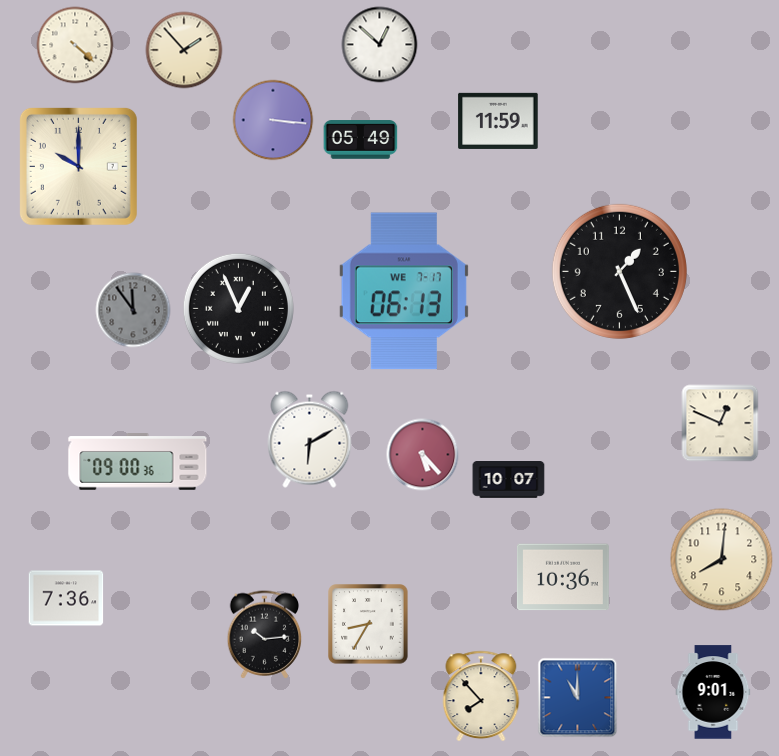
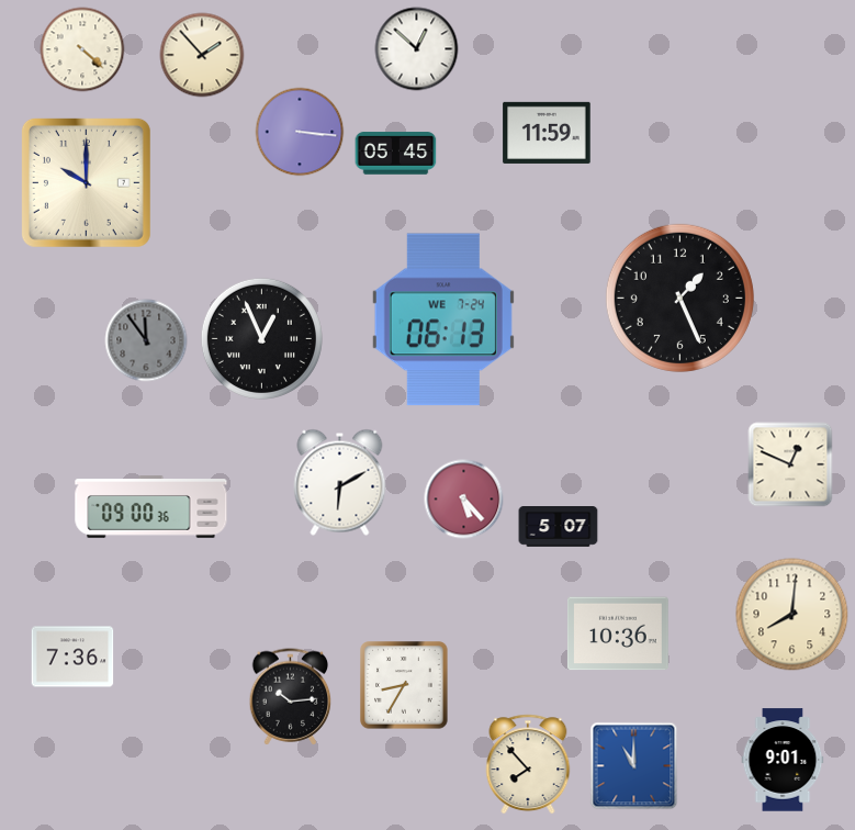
clock at (361, 140): 05:49 -> 05:45
clock at (404, 291) date: WE 7-17 -> WE 7-24
clock at (509, 480): 10:07 -> 5:07
